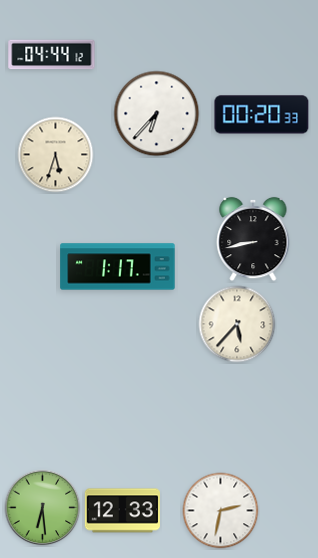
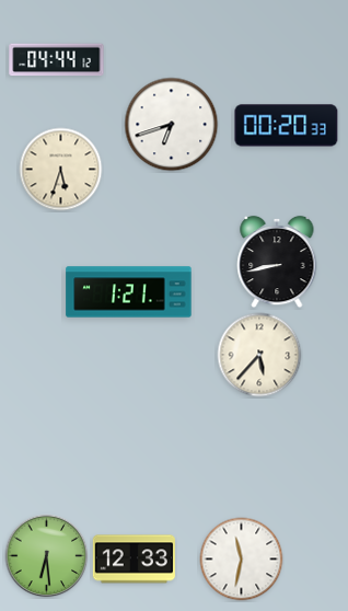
clock at (157, 114): 6:37 -> 6:42
clock at (118, 267): 1:17 -> 1:21
clock at (221, 511): 2:32 -> 11:32
